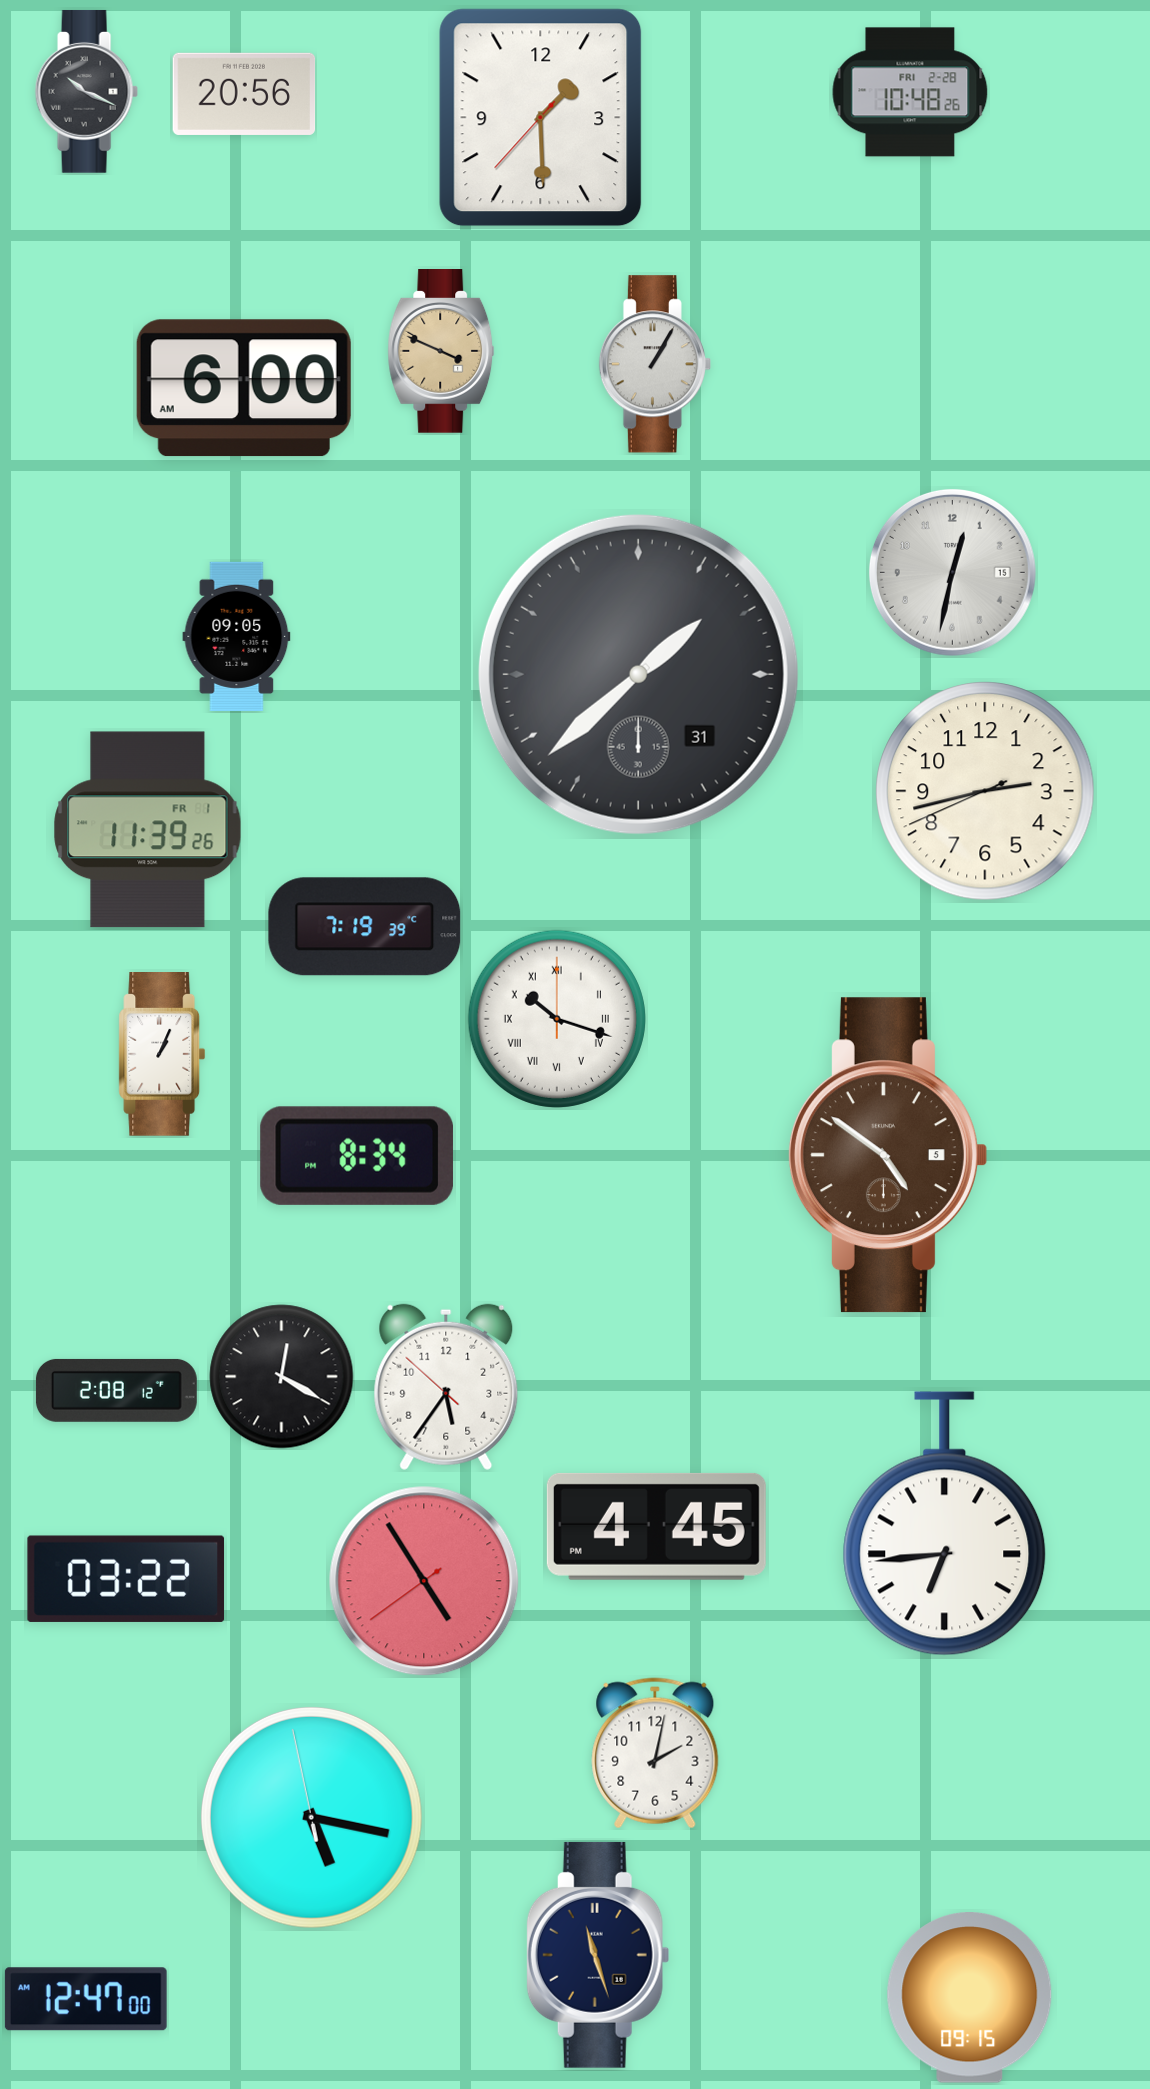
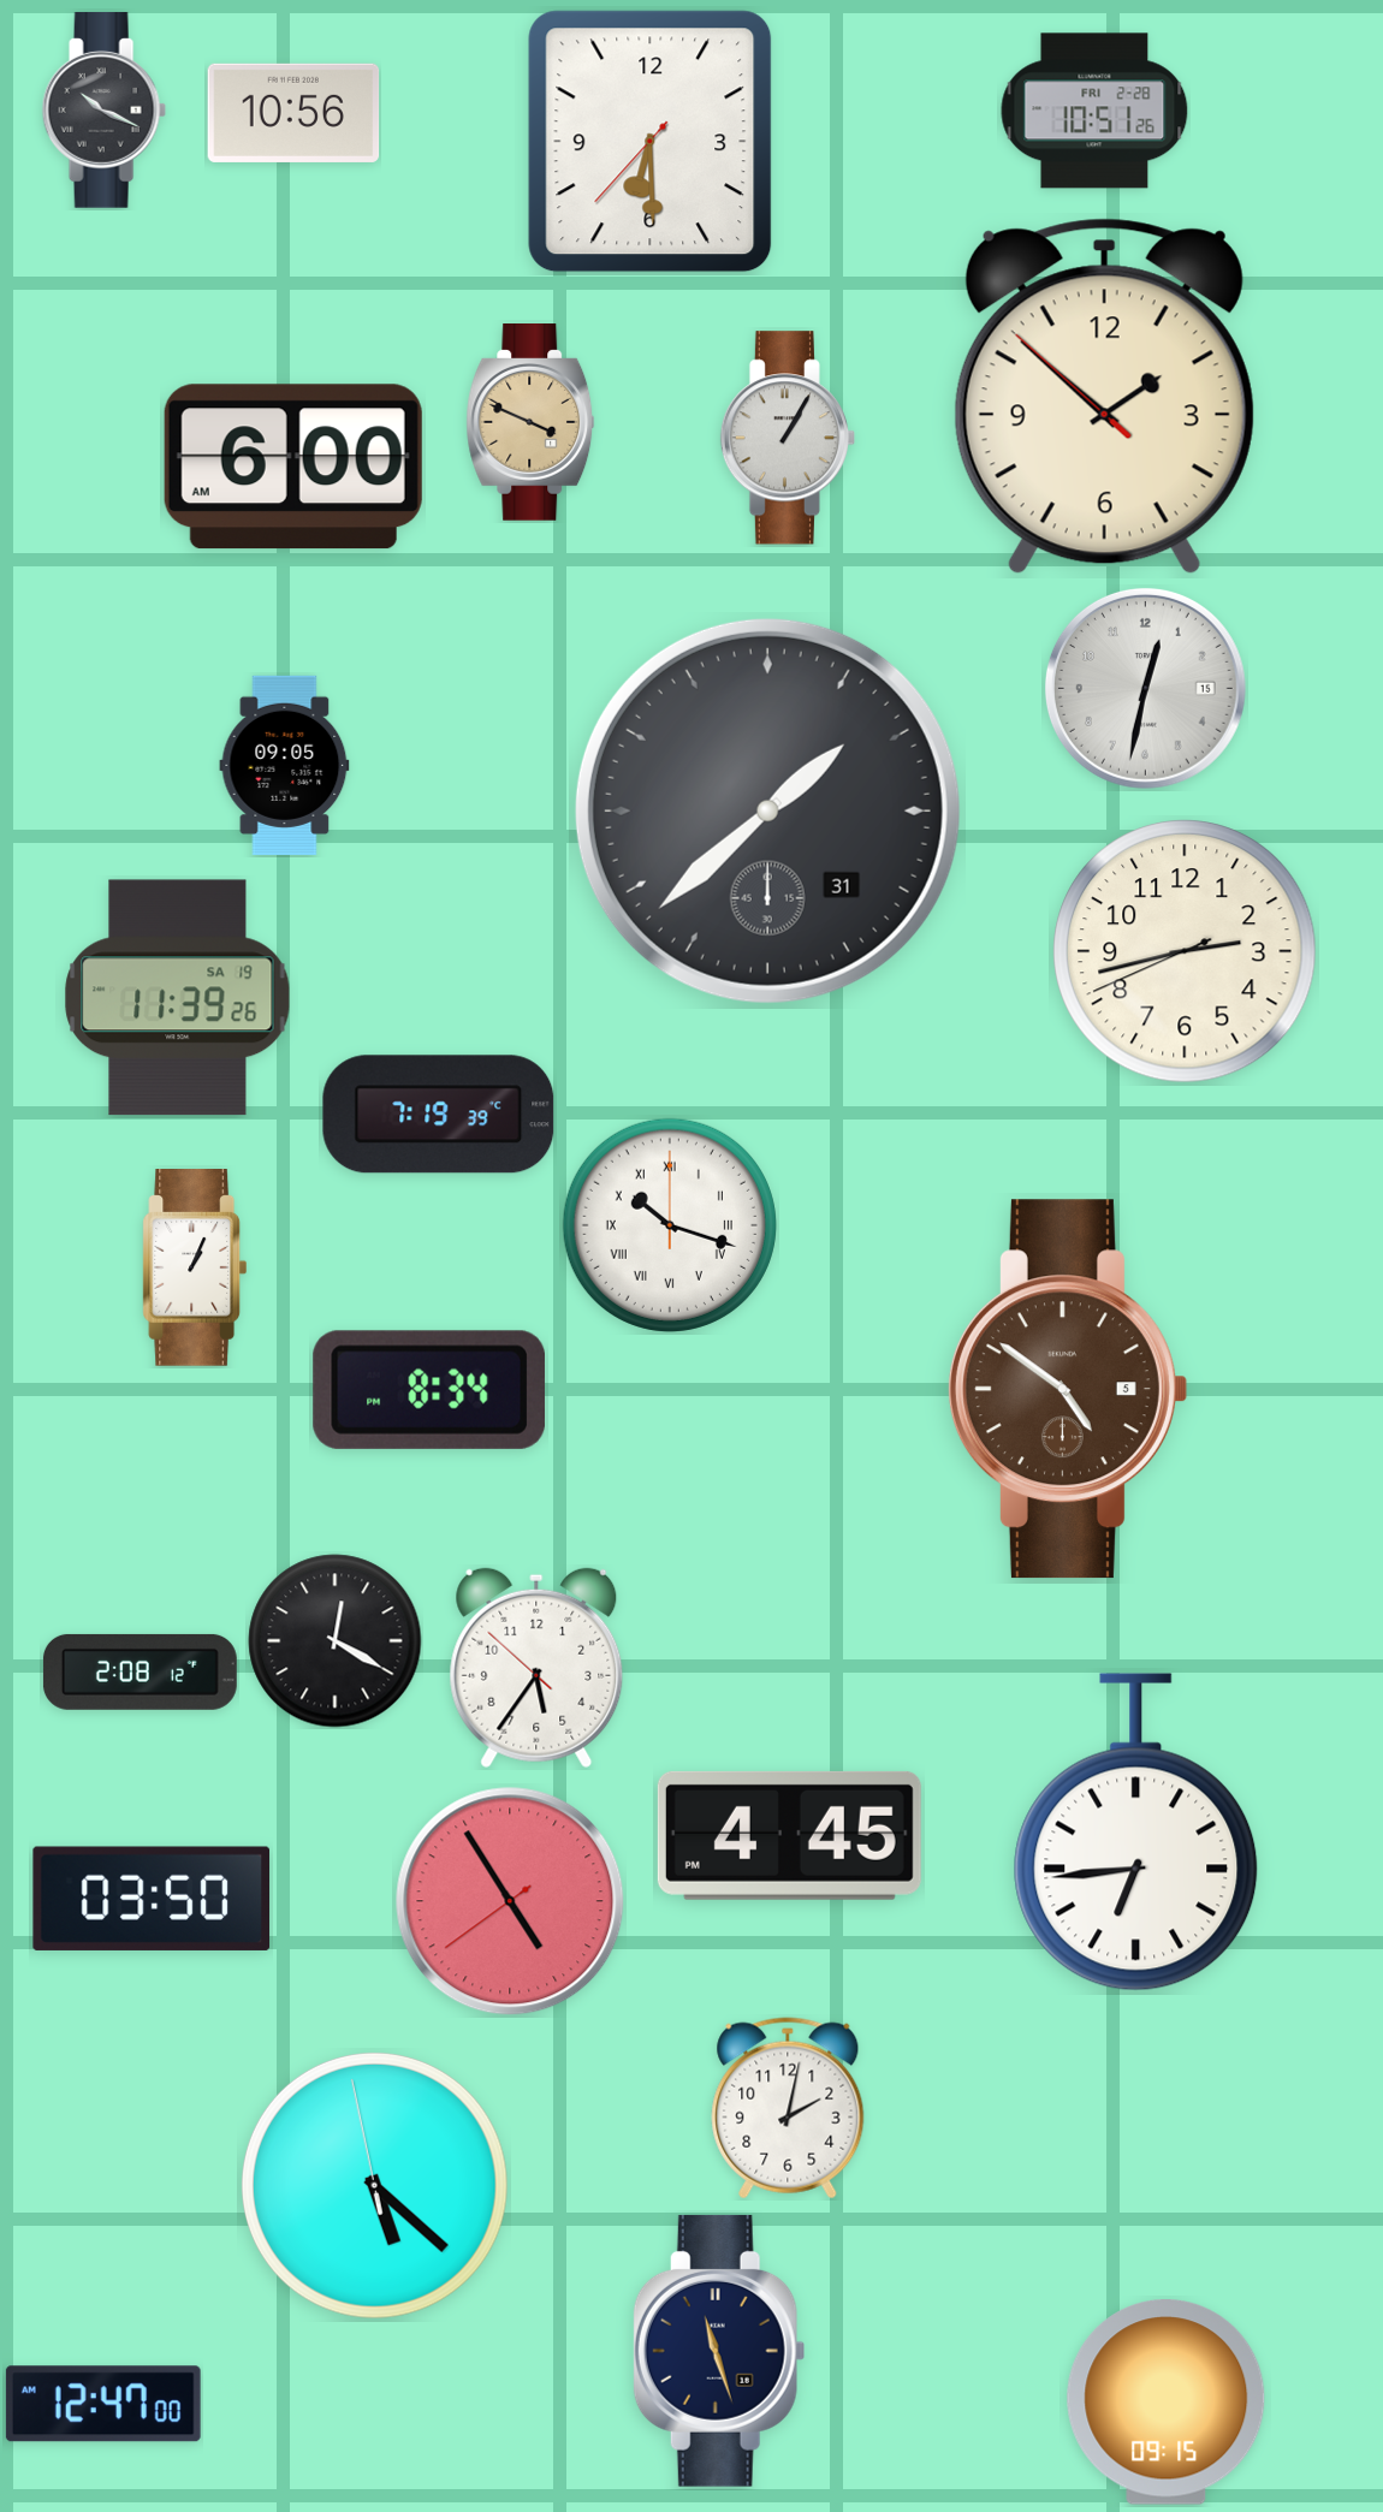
clock at (910, 92): 10:48 -> 10:51
clock at (244, 94): 20:56 -> 10:56
clock at (541, 118): 1:29 -> 6:29
clock at (1104, 397): none -> 1:51
clock at (148, 830) date: FR 1 -> SA 19
clock at (282, 1377) position: (282, 1377) -> (336, 1641)
clock at (126, 1579): 03:22 -> 03:50
clock at (311, 1817): 5:16 -> 5:21
